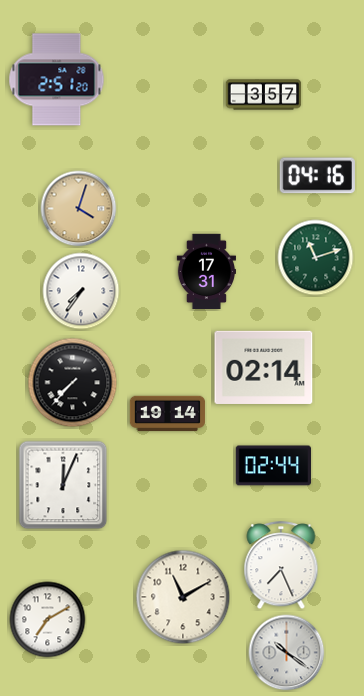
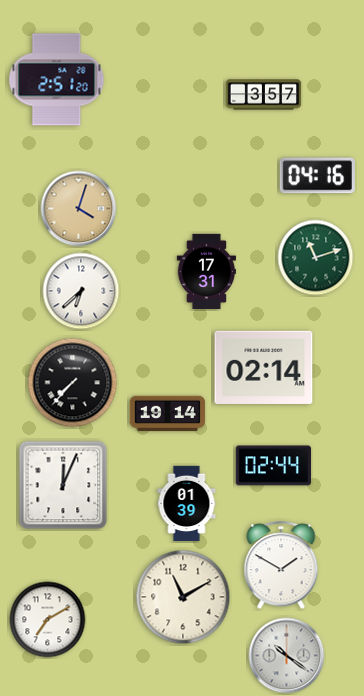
clock at (81, 291): 7:36 -> 6:38
clock at (187, 504): none -> 01:39
clock at (281, 566): 7:26 -> 1:50
clock at (287, 653) position: (287, 653) -> (287, 656)
